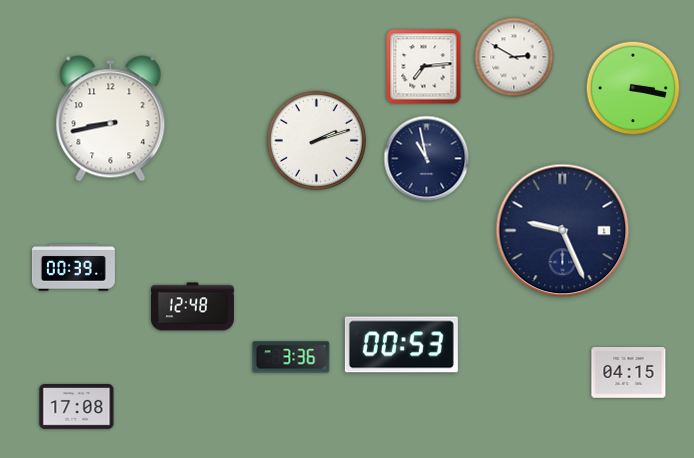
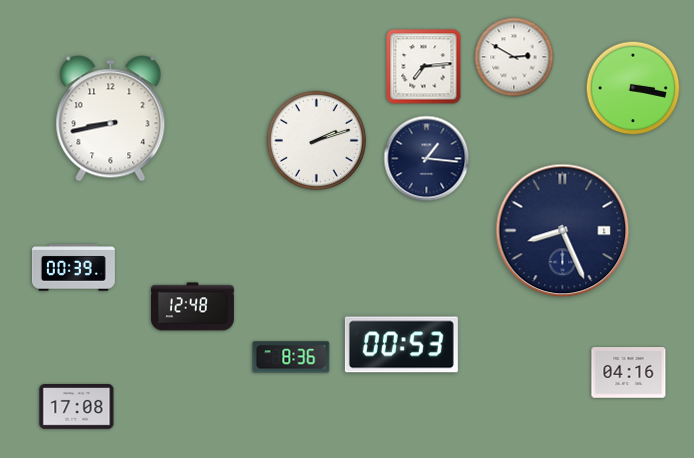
clock at (427, 159): 10:58 -> 1:16
clock at (563, 231): 9:26 -> 8:26
clock at (291, 357): 3:36 -> 8:36
clock at (629, 373): 04:15 -> 04:16
